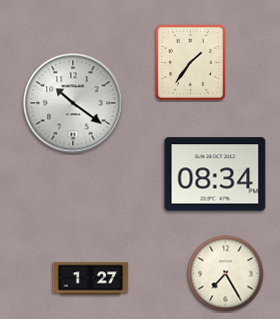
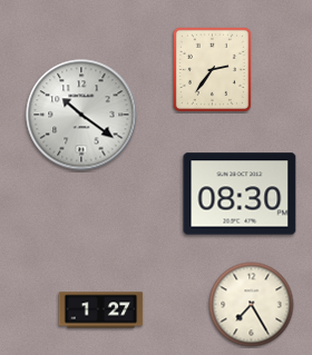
clock at (190, 62): 1:36 -> 2:36
clock at (215, 174): 08:34 -> 08:30
